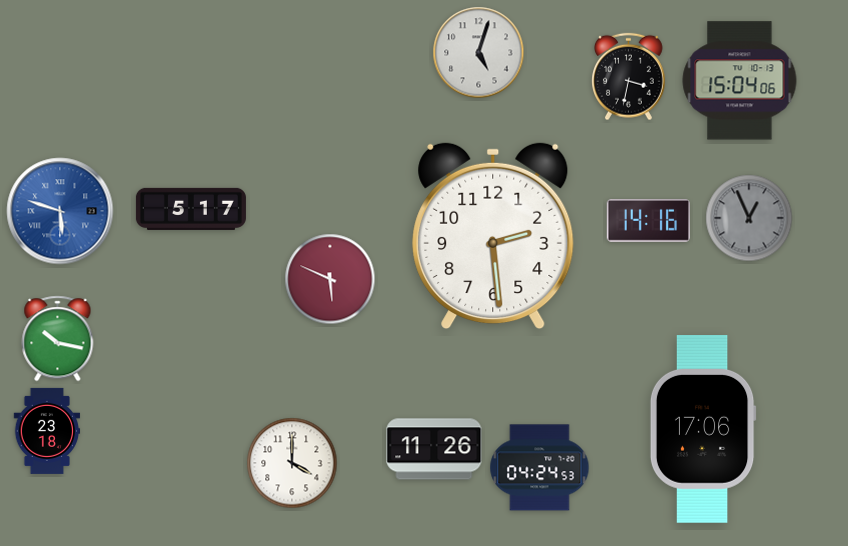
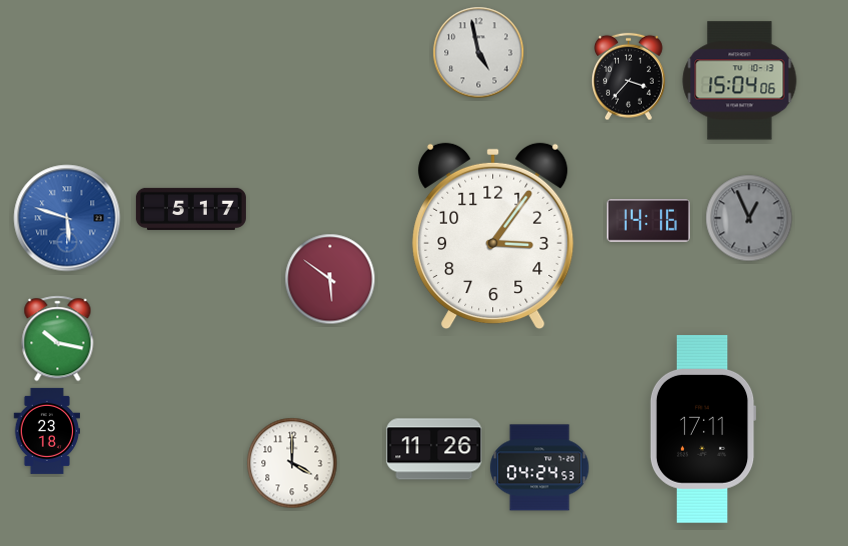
clock at (479, 53): 5:03 -> 4:58
clock at (629, 77): 3:32 -> 3:37
clock at (60, 211) position: (60, 211) -> (67, 218)
clock at (493, 236): 2:29 -> 3:06
clock at (330, 279): 5:49 -> 5:51
clock at (703, 430): 17:06 -> 17:11
